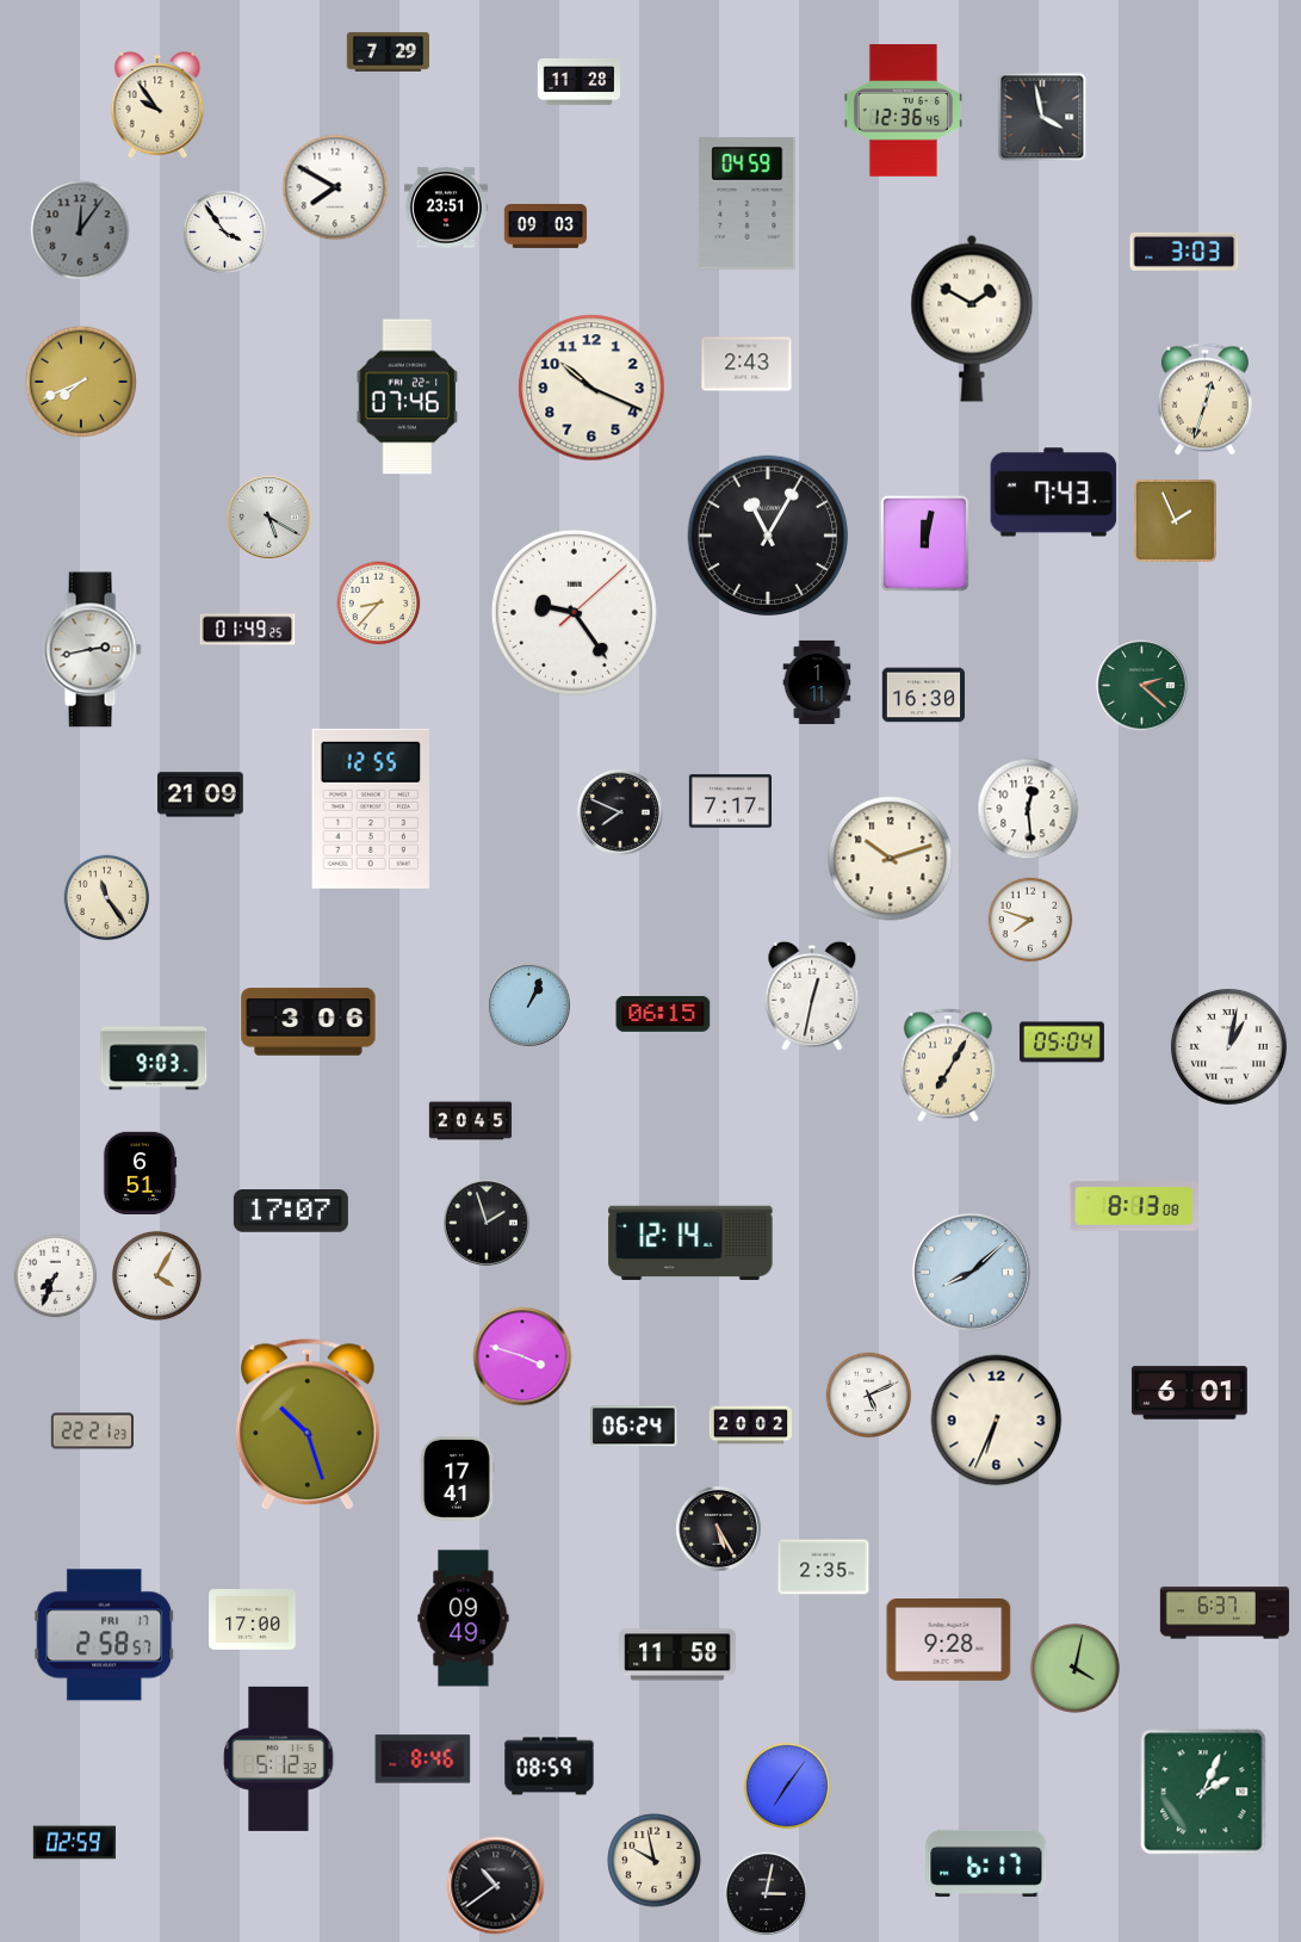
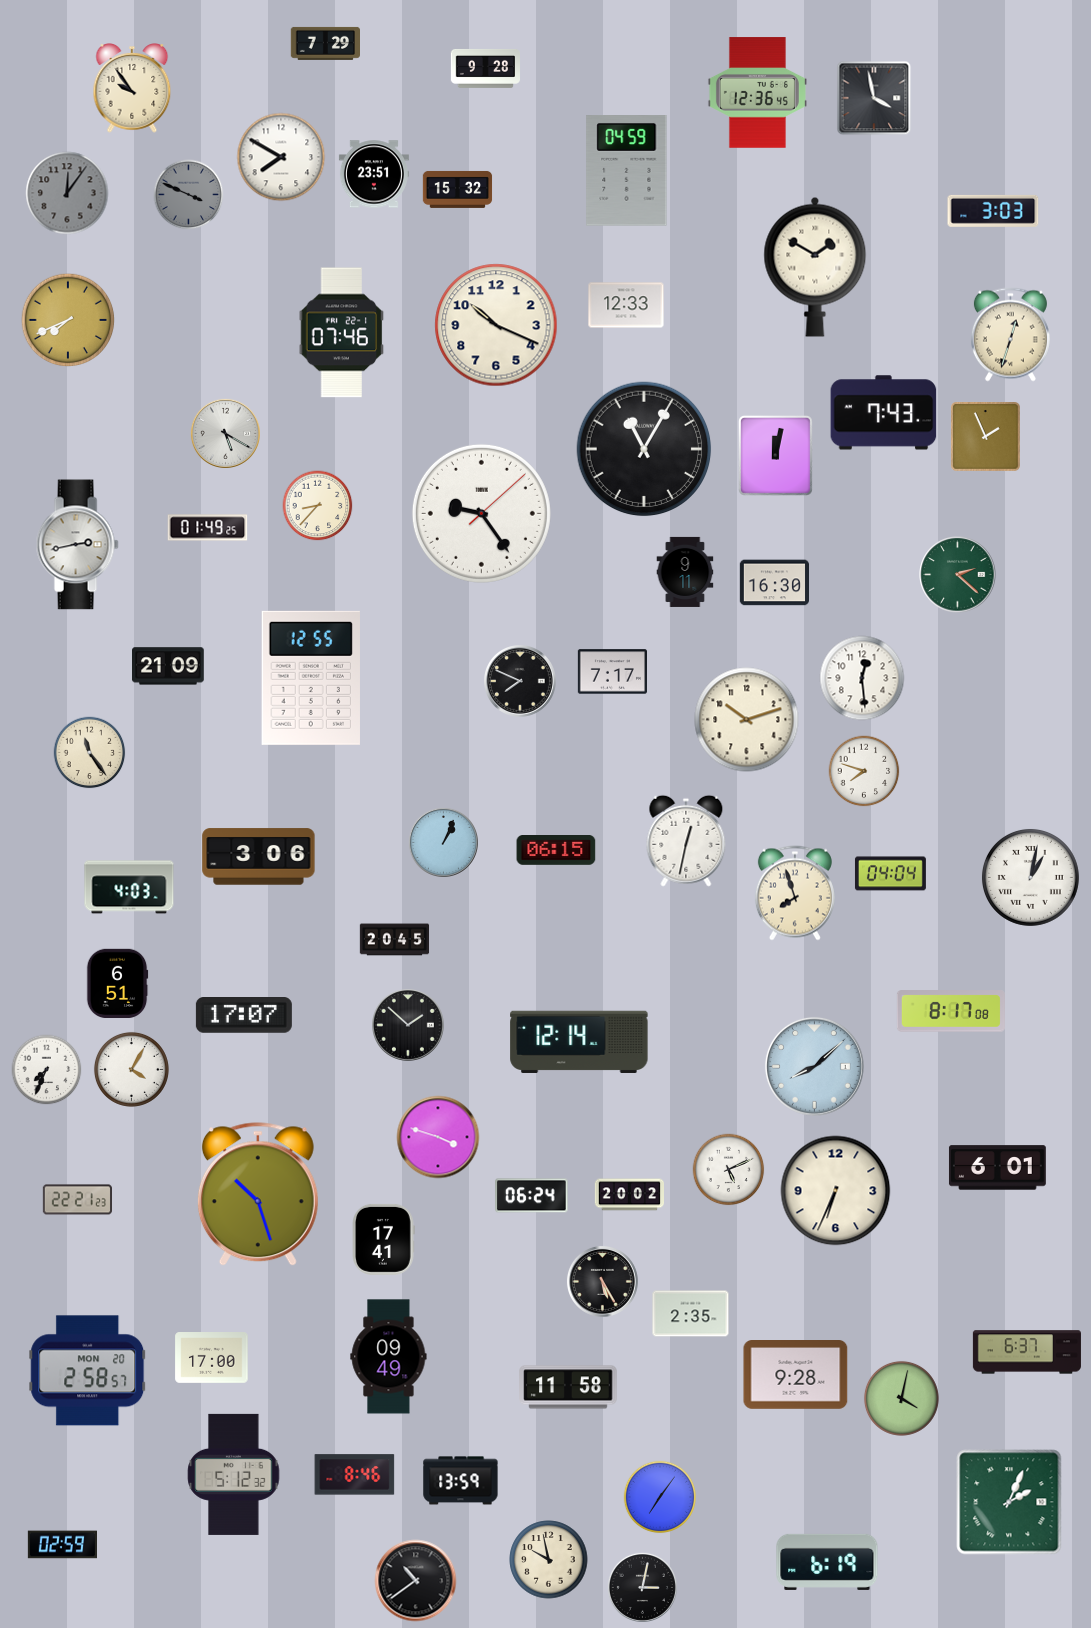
clock at (580, 82): 11:28 -> 9:28
clock at (546, 225): 09:03 -> 15:32
clock at (225, 233): 3:54 -> 3:49
clock at (225, 233) dial: white -> grey
clock at (746, 364): 2:43 -> 12:33
clock at (817, 682): 1:11 -> 9:11
clock at (812, 996) position: (812, 996) -> (686, 841)
clock at (1061, 1043): 05:04 -> 04:04
clock at (154, 1058): 9:03 -> 4:03
clock at (948, 1065): 7:05 -> 7:57
clock at (1134, 1206): 8:13 -> 8:17
clock at (488, 1224): 1:57 -> 1:52
clock at (105, 1635) date: FRI 17 -> MON 20
clock at (550, 1767): 08:59 -> 13:59
clock at (986, 1863): 6:17 -> 6:19
